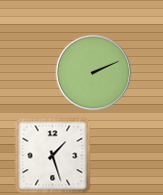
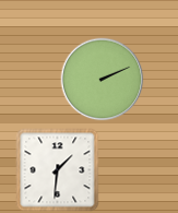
clock at (53, 156): 1:27 -> 1:31
